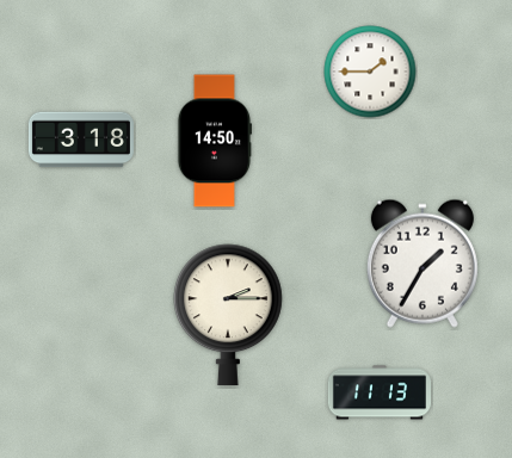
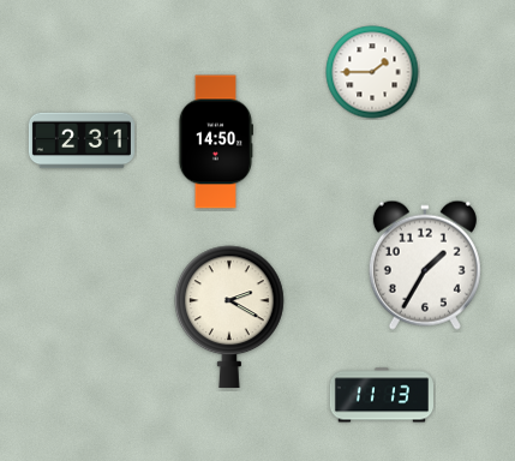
clock at (81, 140): 3:18 -> 2:31
clock at (229, 315): 2:15 -> 2:20
